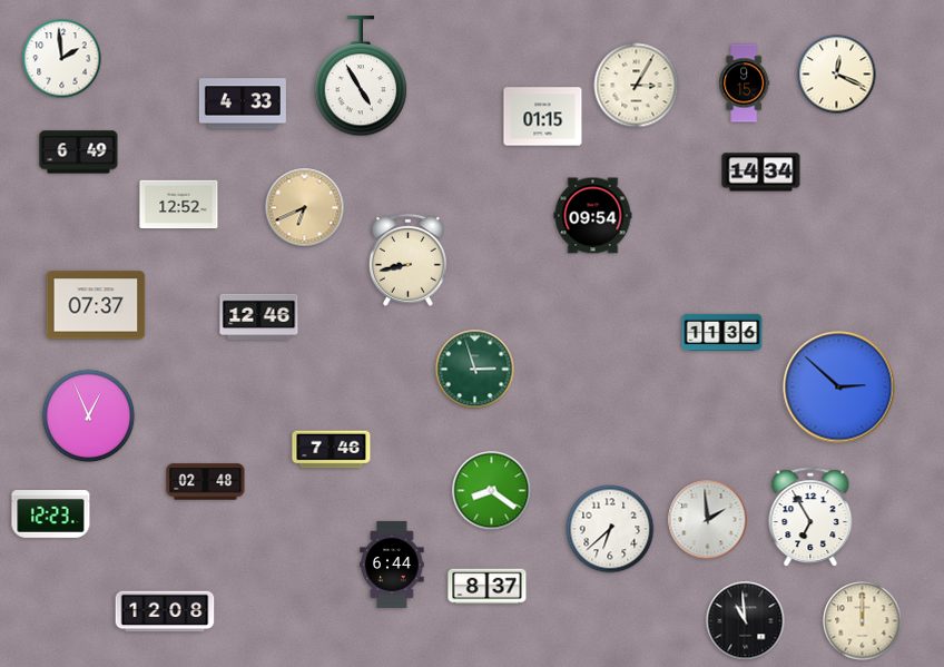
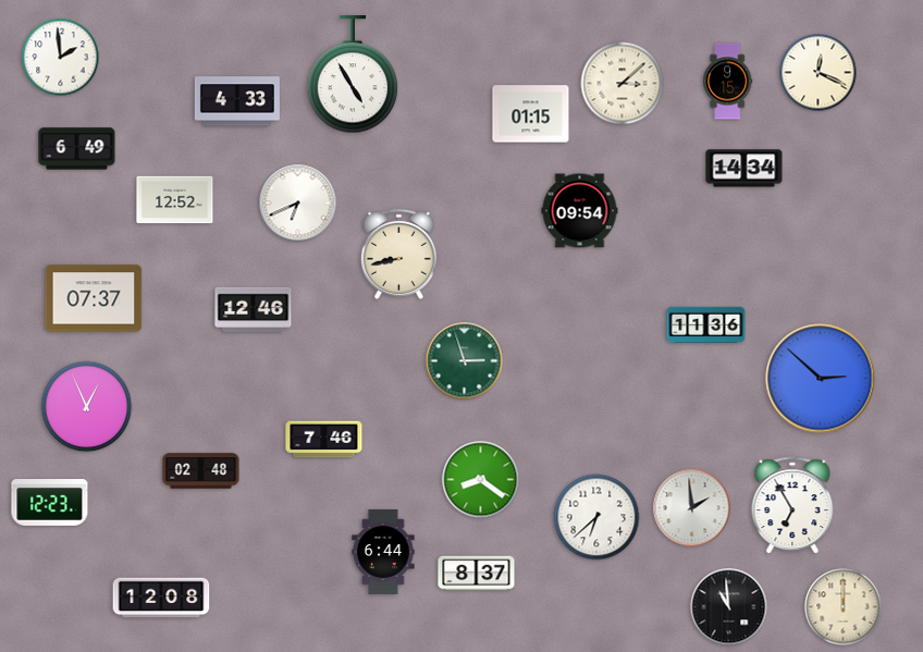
clock at (637, 86): 3:05 -> 3:08
clock at (305, 208) dial: champagne -> white
